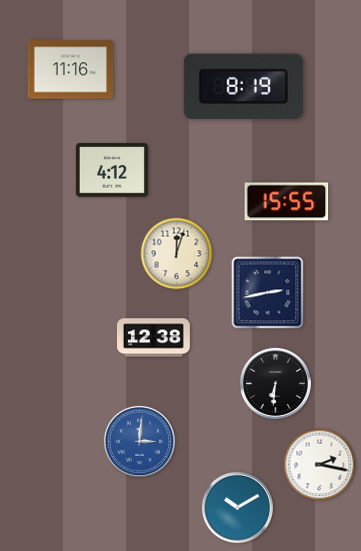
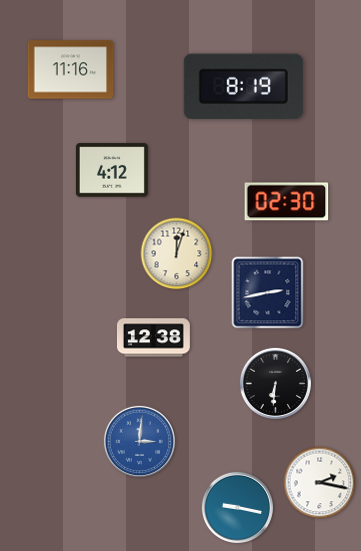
clock at (287, 202): 15:55 -> 02:30
clock at (320, 465) position: (320, 465) -> (320, 483)
clock at (237, 507): 10:10 -> 9:17
